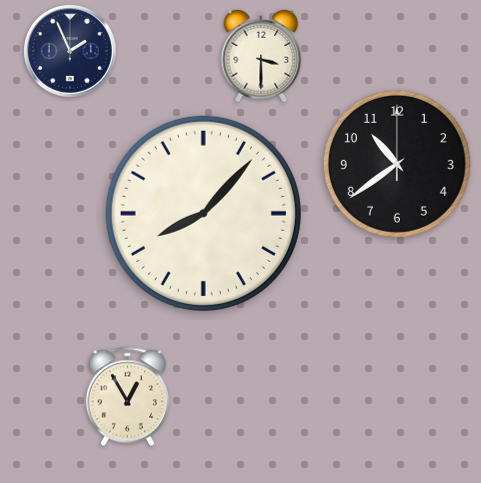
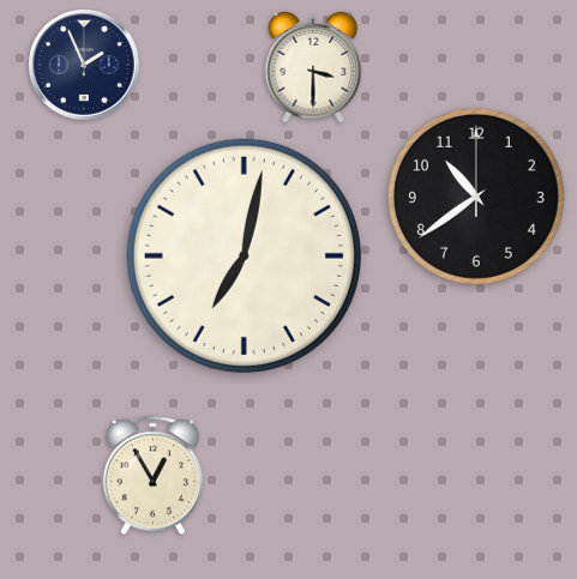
clock at (70, 51) position: (70, 51) -> (84, 65)
clock at (203, 213): 8:07 -> 7:02
